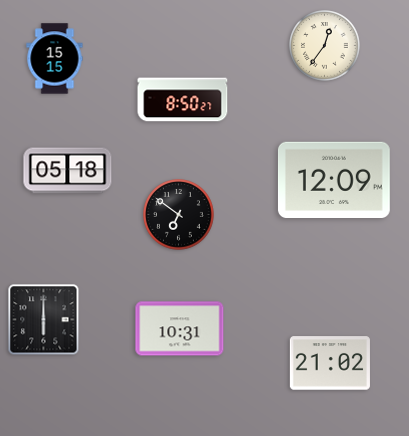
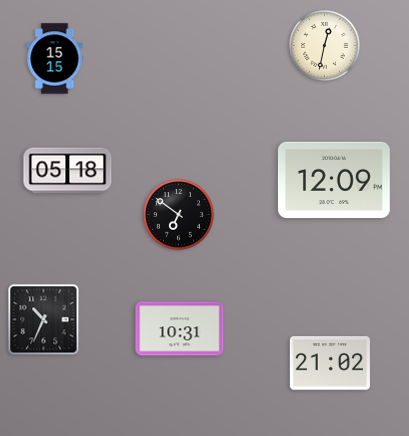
clock at (325, 46): 12:36 -> 12:32
clock at (183, 100): 8:50 -> none
clock at (44, 320): 6:00 -> 10:34
